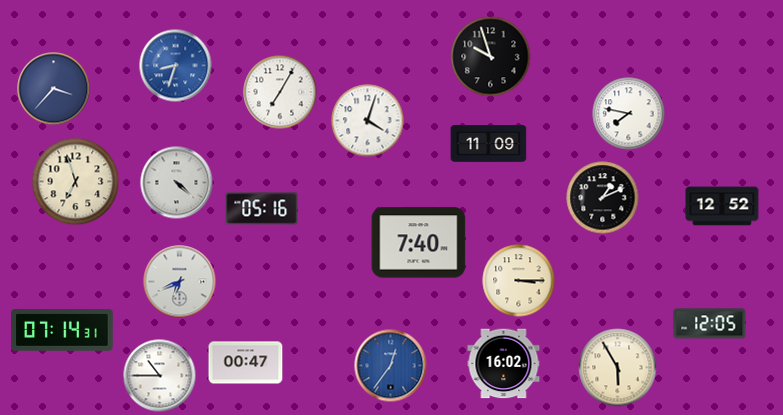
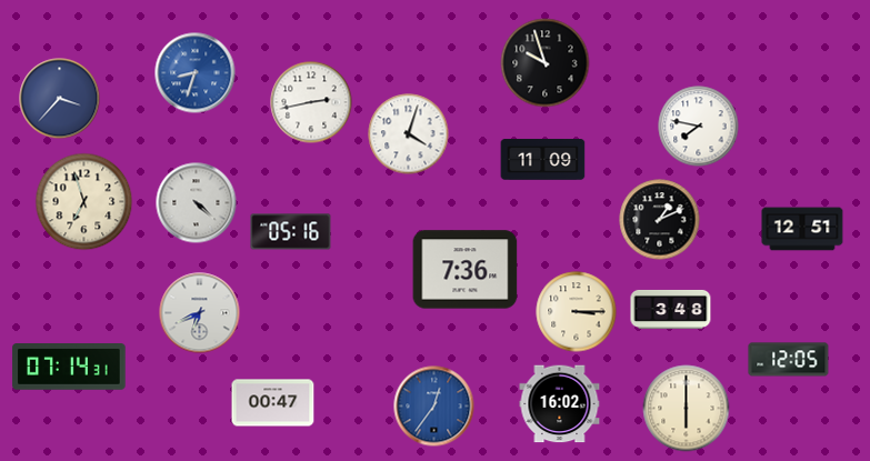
clock at (280, 92): 7:05 -> 2:43
clock at (603, 198) position: (603, 198) -> (660, 220)
clock at (722, 206): 12:52 -> 12:51
clock at (419, 243): 7:40 -> 7:36
clock at (671, 309): none -> 3:48
clock at (618, 368): 5:55 -> 6:00
clock at (160, 376): 10:45 -> none
